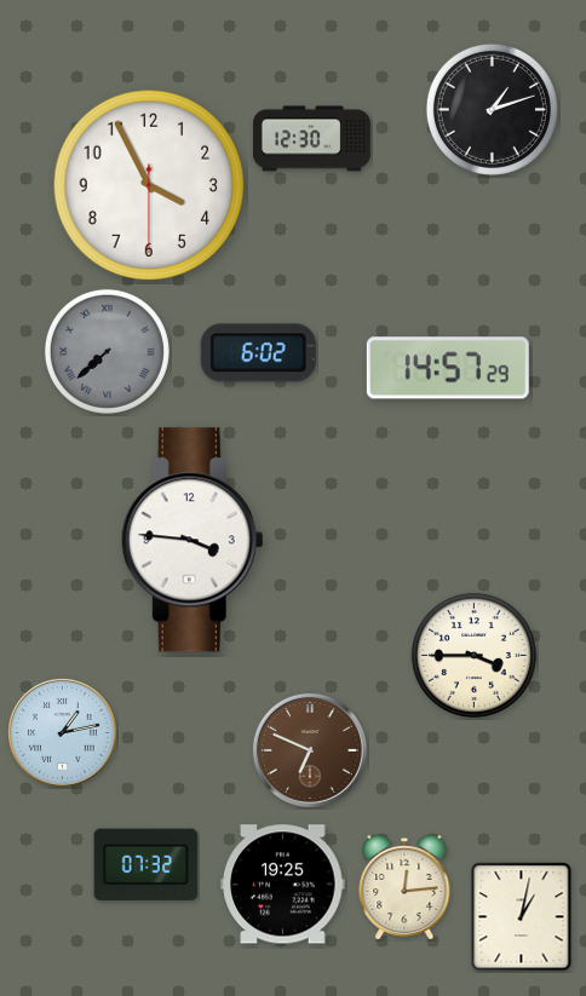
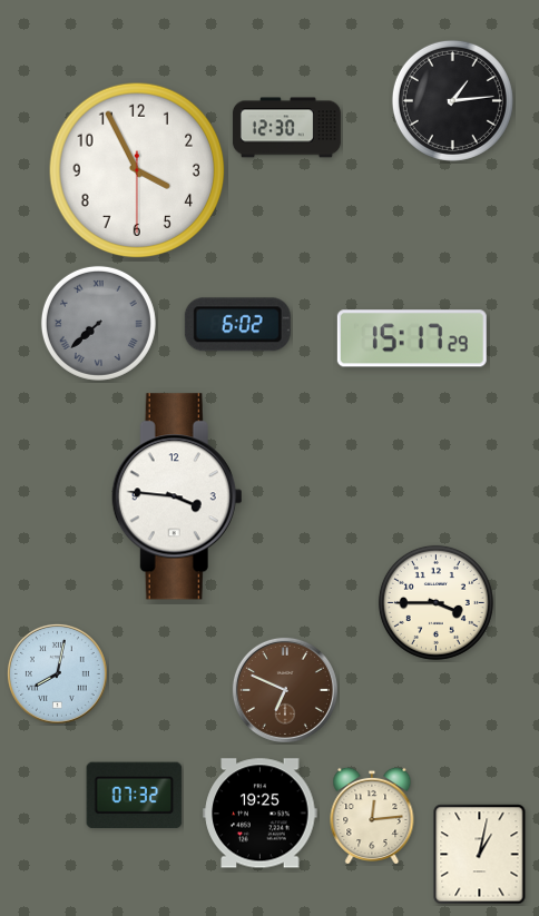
clock at (492, 109): 1:12 -> 1:14
clock at (448, 368): 14:57 -> 15:17
clock at (62, 732): 1:13 -> 8:02
clock at (522, 917) position: (522, 917) -> (480, 855)
